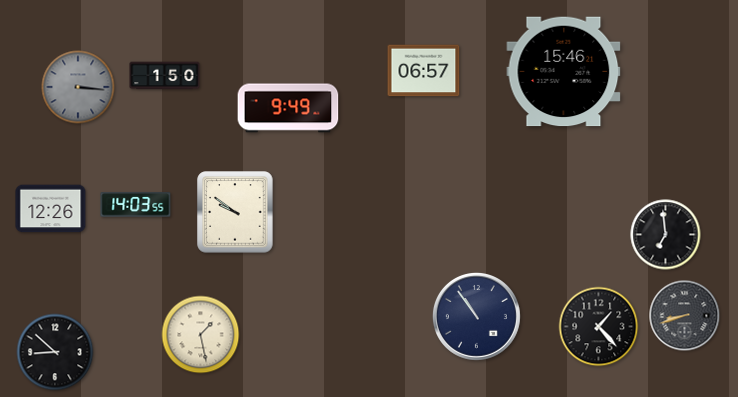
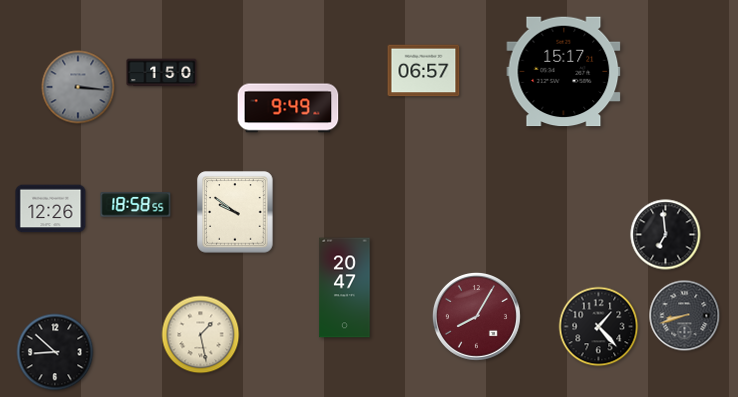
clock at (564, 72): 15:46 -> 15:17
clock at (165, 76) position: (165, 76) -> (162, 73)
clock at (136, 205): 14:03 -> 18:58
clock at (345, 288): none -> 20:47
clock at (476, 316): 10:54 -> 8:05
clock at (476, 316) dial: navy -> burgundy
